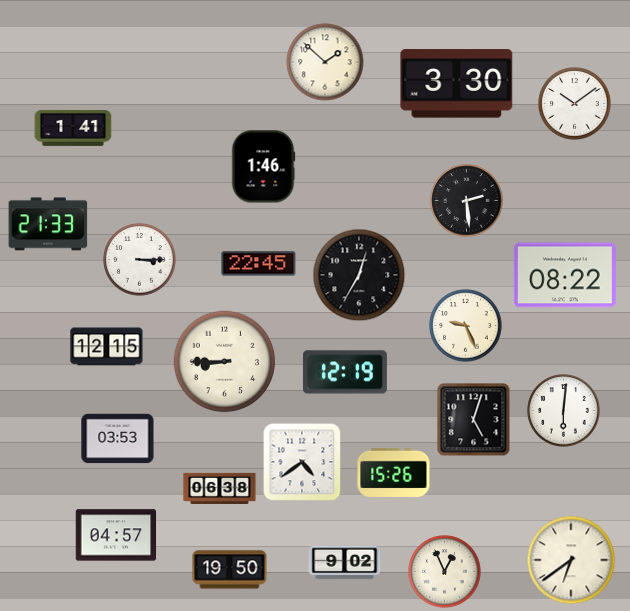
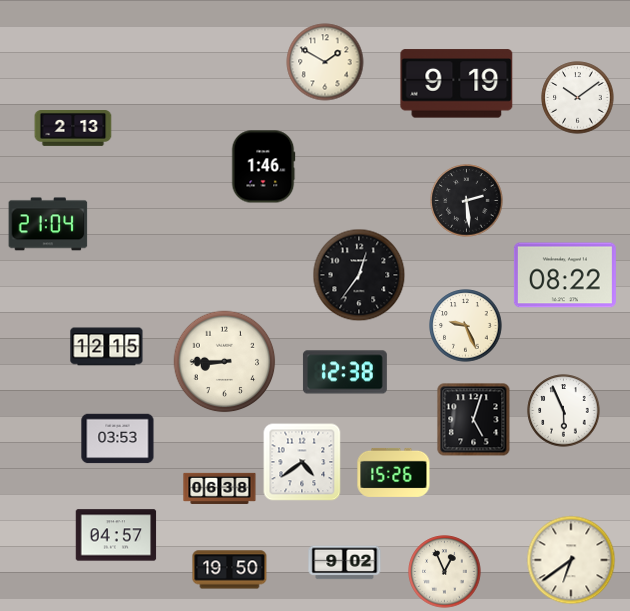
clock at (325, 62): 1:52 -> 1:50
clock at (457, 84): 3:30 -> 9:19
clock at (575, 104) position: (575, 104) -> (578, 98)
clock at (73, 129): 1:41 -> 2:13
clock at (48, 224): 21:33 -> 21:04
clock at (140, 260): 3:15 -> none
clock at (259, 264): 22:45 -> none
clock at (359, 275): 12:35 -> 12:36
clock at (345, 372): 12:19 -> 12:38
clock at (564, 411): 6:01 -> 5:56
